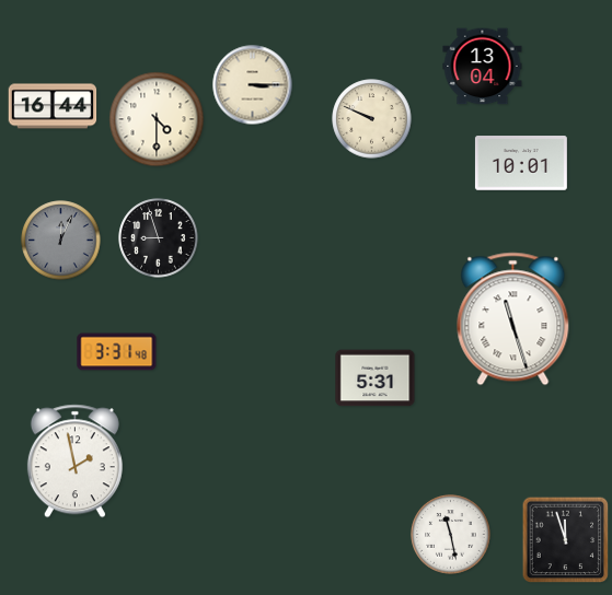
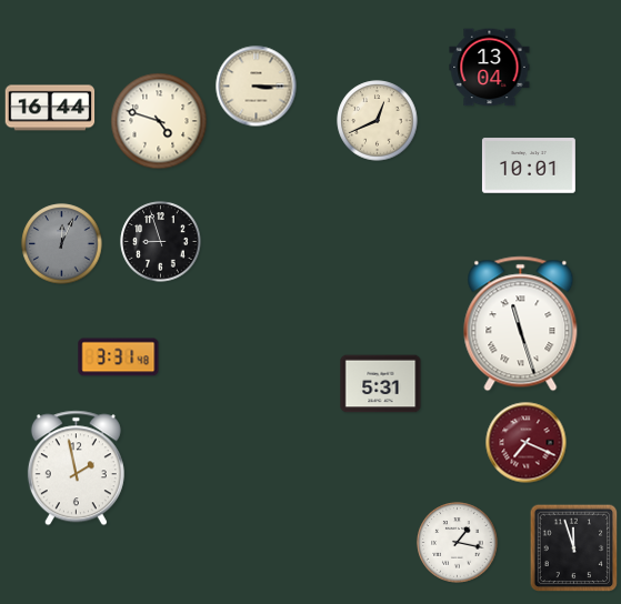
clock at (53, 106) position: (53, 106) -> (50, 108)
clock at (157, 119): 4:30 -> 4:48
clock at (372, 119): 9:49 -> 12:41
clock at (527, 443): none -> 7:19
clock at (451, 535): 11:28 -> 1:17
